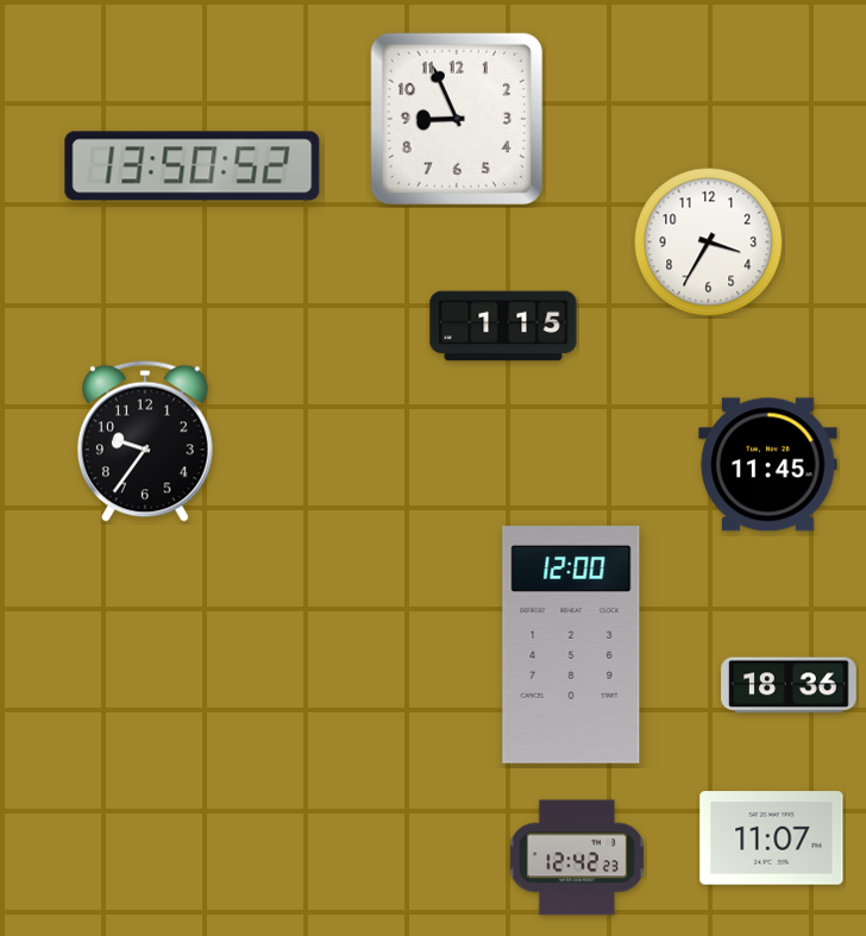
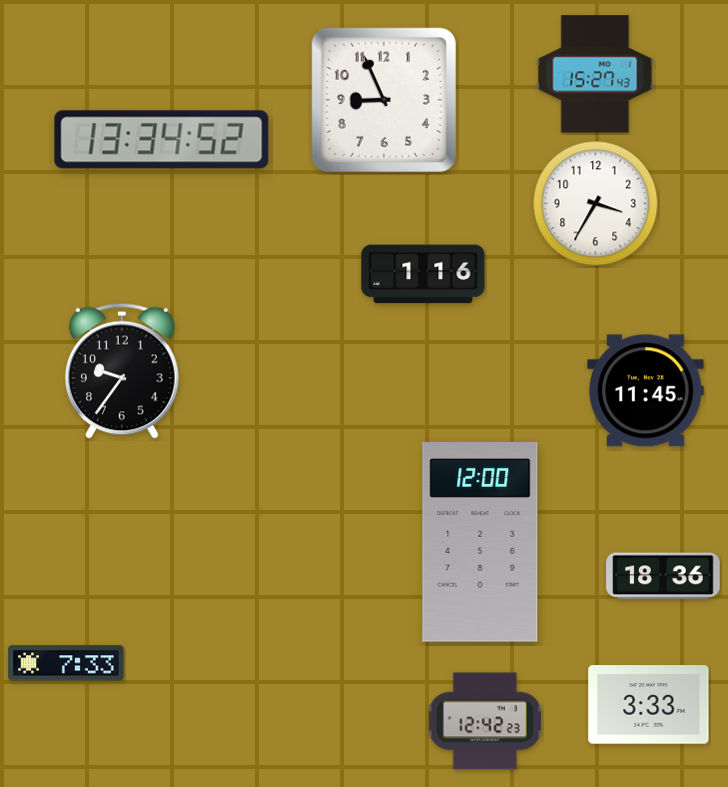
clock at (595, 74): none -> 15:27
clock at (193, 167): 13:50 -> 13:34
clock at (503, 326): 1:15 -> 1:16
clock at (66, 663): none -> 7:33
clock at (772, 838): 11:07 -> 3:33
